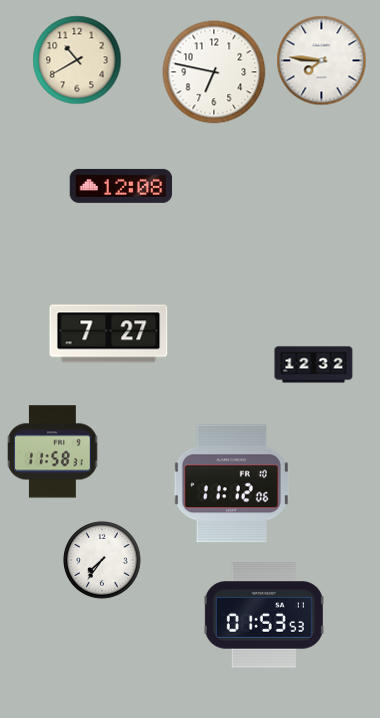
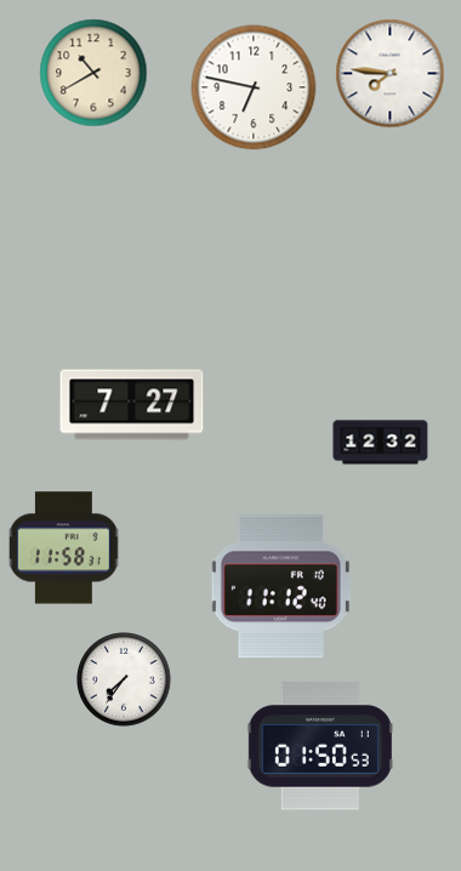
clock at (214, 72) position: (214, 72) -> (254, 87)
clock at (121, 186): 12:08 -> none
clock at (231, 484): 11:12:06 -> 11:12:40
clock at (264, 615): 01:53 -> 01:50
